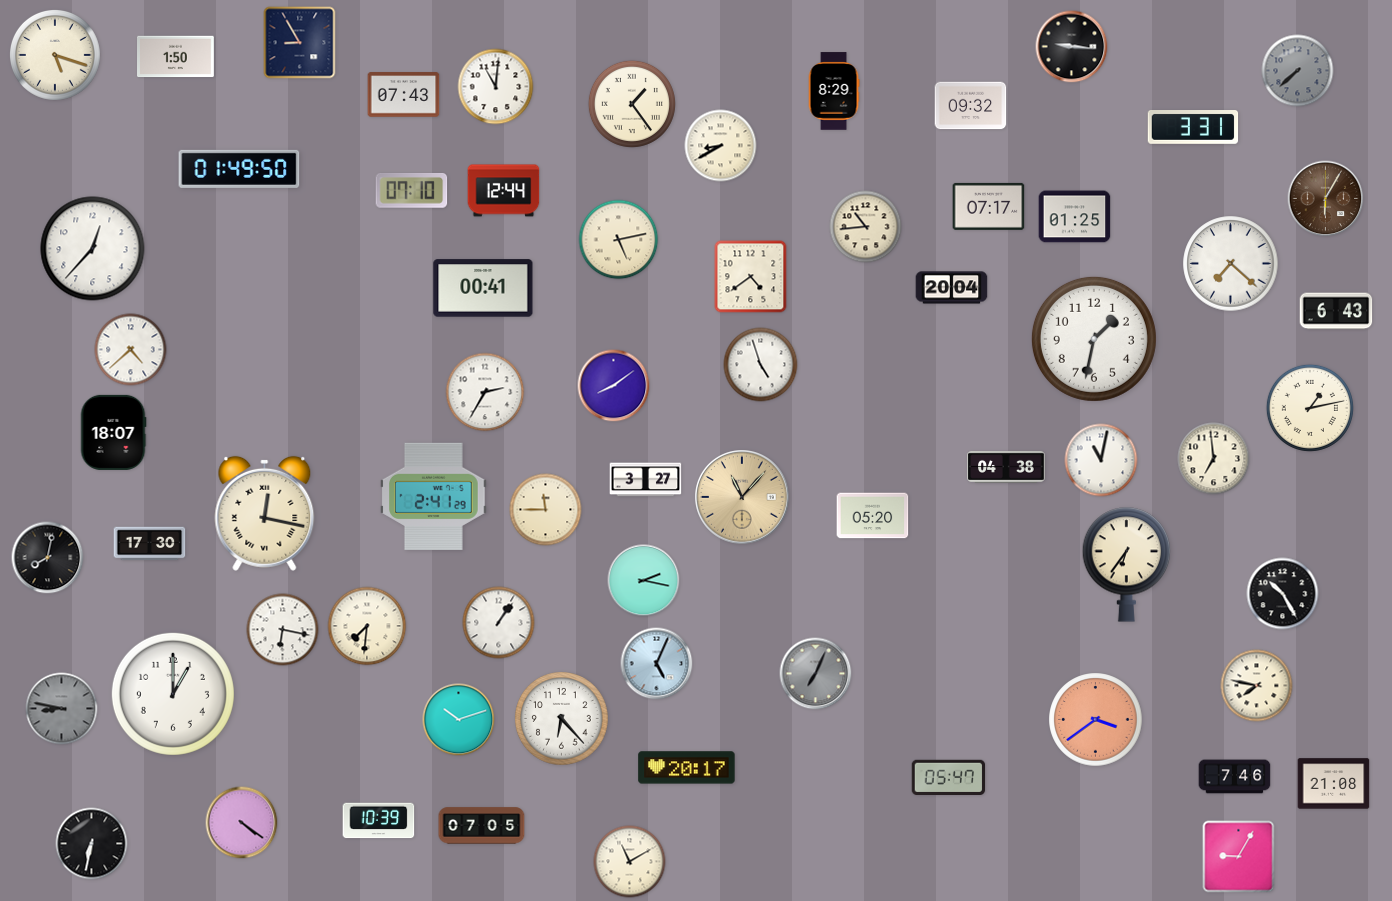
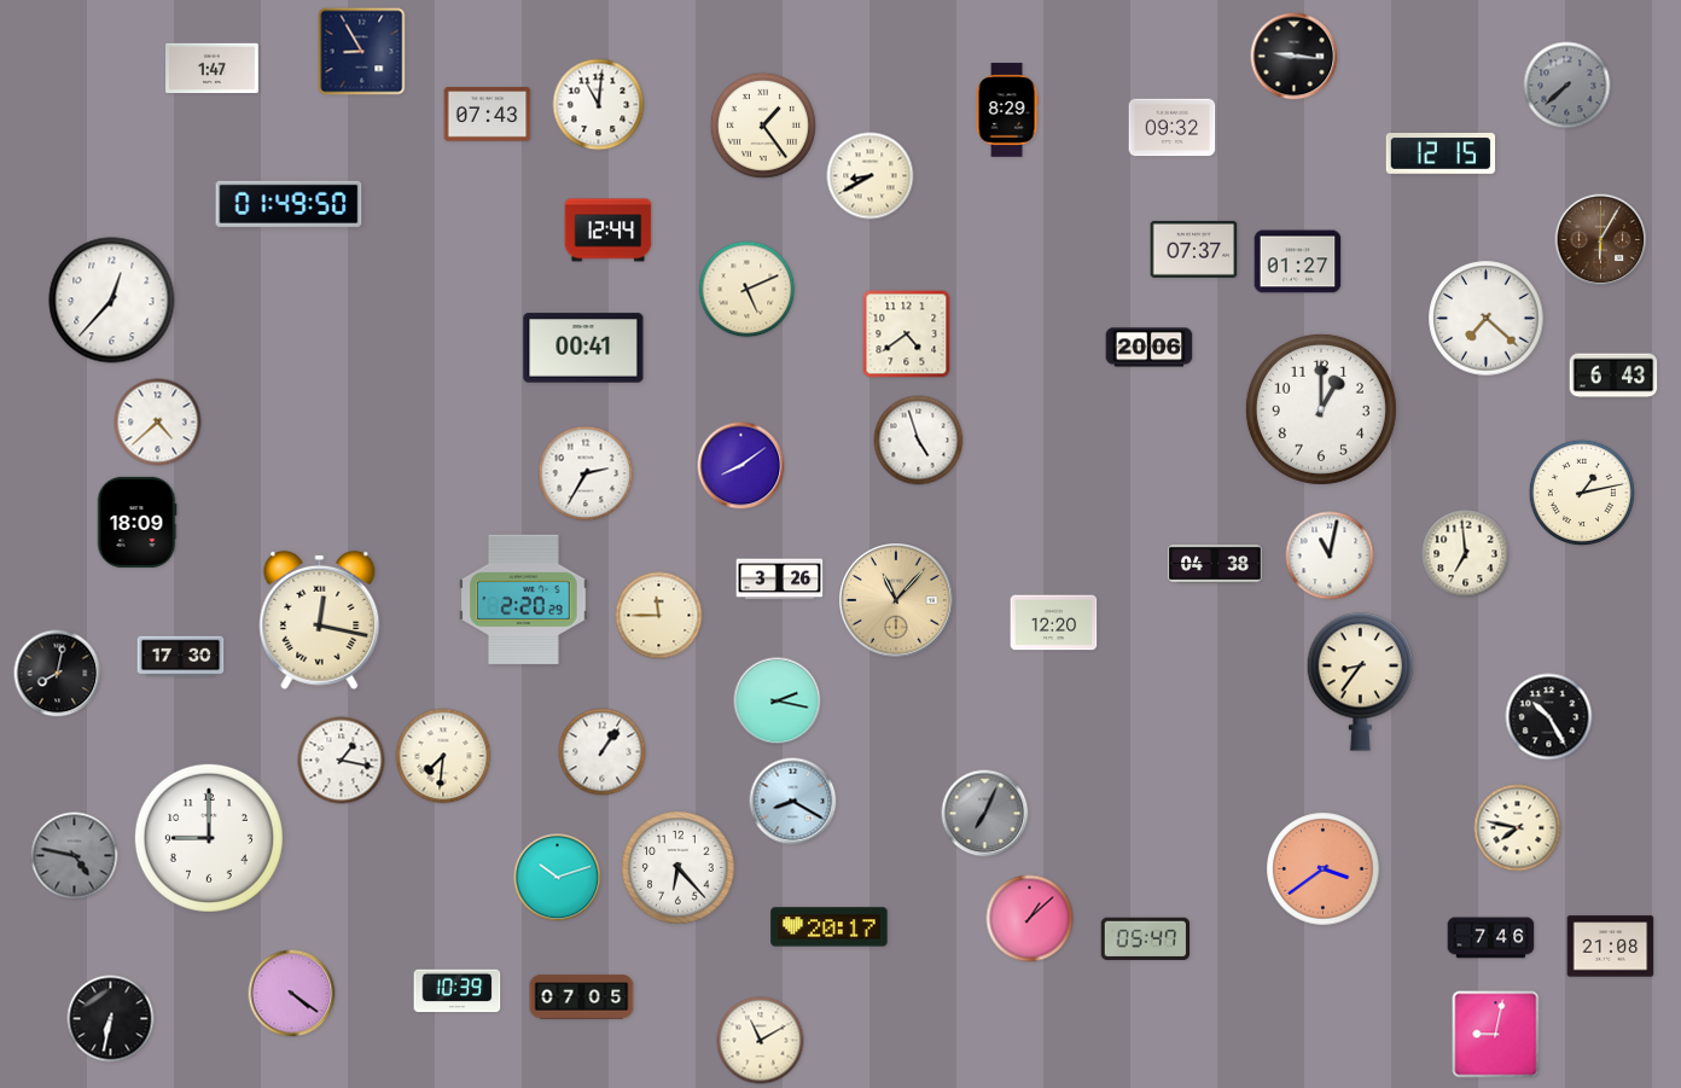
clock at (55, 55): 5:18 -> none
clock at (176, 57): 1:50 -> 1:47
clock at (1193, 128): 3:31 -> 12:15
clock at (412, 191): 07:10 -> none
clock at (989, 206): 07:17 -> 07:37
clock at (1075, 217): 01:25 -> 01:27
clock at (866, 227): 10:44 -> none
clock at (619, 240): 5:13 -> 5:11
clock at (952, 288): 20:04 -> 20:06
clock at (1094, 339): 1:32 -> 1:00
clock at (113, 432): 18:07 -> 18:09
clock at (646, 480): 3:27 -> 3:26
clock at (434, 496): 2:41 -> 2:20
clock at (873, 516): 05:20 -> 12:20
clock at (1127, 565): 6:36 -> 8:36
clock at (283, 630): 6:17 -> 1:17
clock at (657, 664): 5:04 -> 8:20
clock at (173, 694): 1:00 -> 9:00
clock at (62, 709): 8:47 -> 4:47
clock at (459, 720) position: (459, 720) -> (558, 878)
clock at (1030, 919): none -> 1:08
clock at (1239, 857): 9:05 -> 9:02
